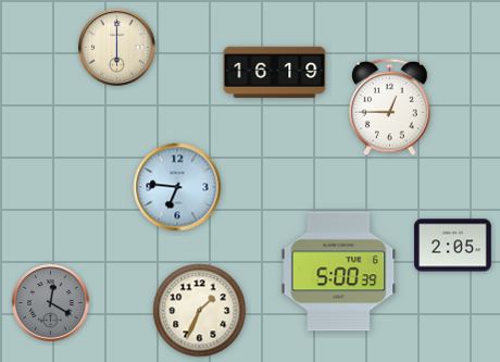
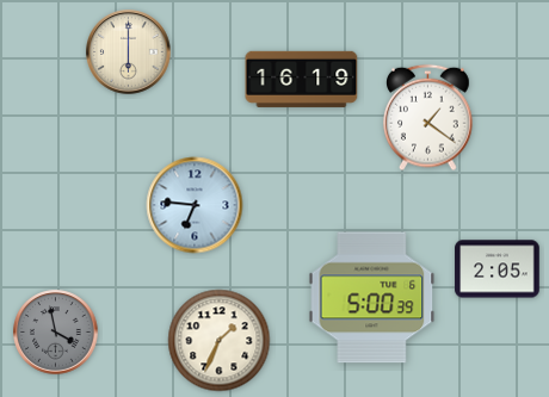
clock at (390, 108): 12:45 -> 1:21
clock at (51, 303): 12:20 -> 3:58
